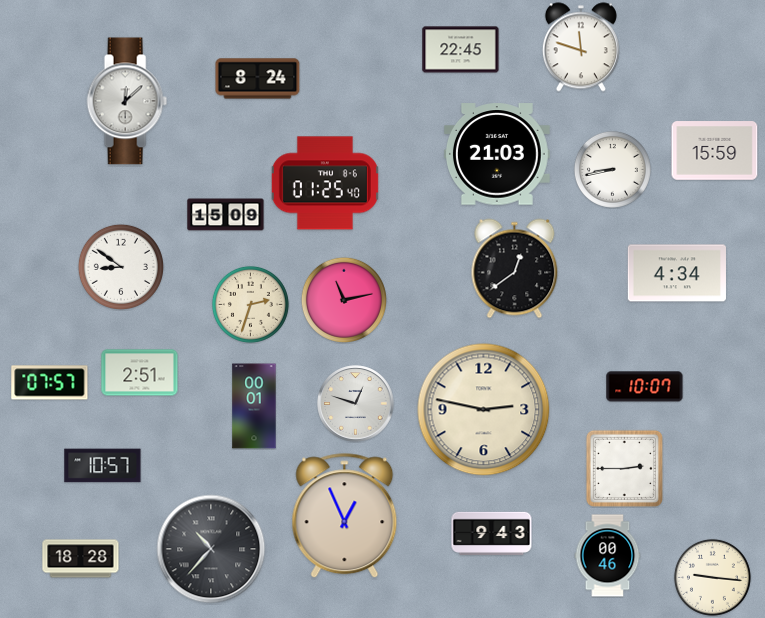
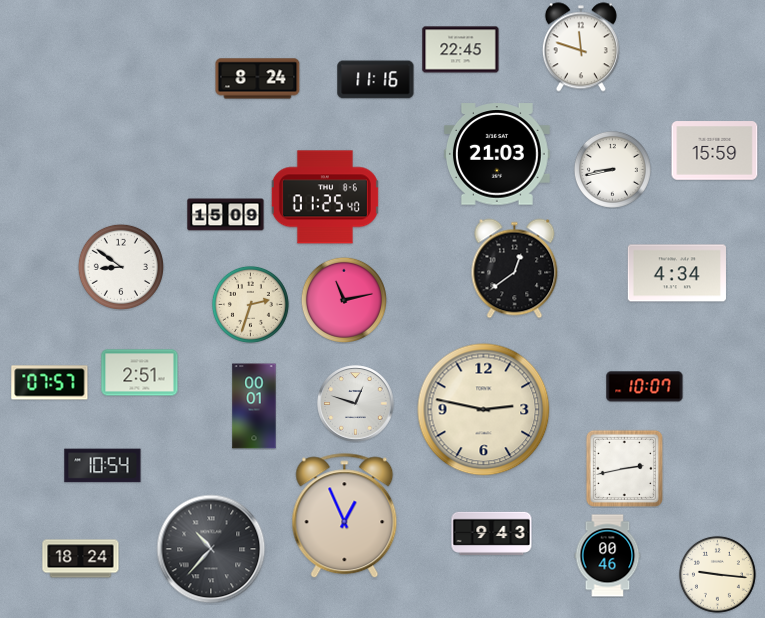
clock at (376, 80): none -> 11:16
clock at (127, 101): 12:08 -> none
clock at (325, 183) position: (325, 183) -> (325, 197)
clock at (103, 466): 10:57 -> 10:54
clock at (624, 468): 2:45 -> 2:43
clock at (81, 559): 18:28 -> 18:24
clock at (712, 577) position: (712, 577) -> (717, 574)
